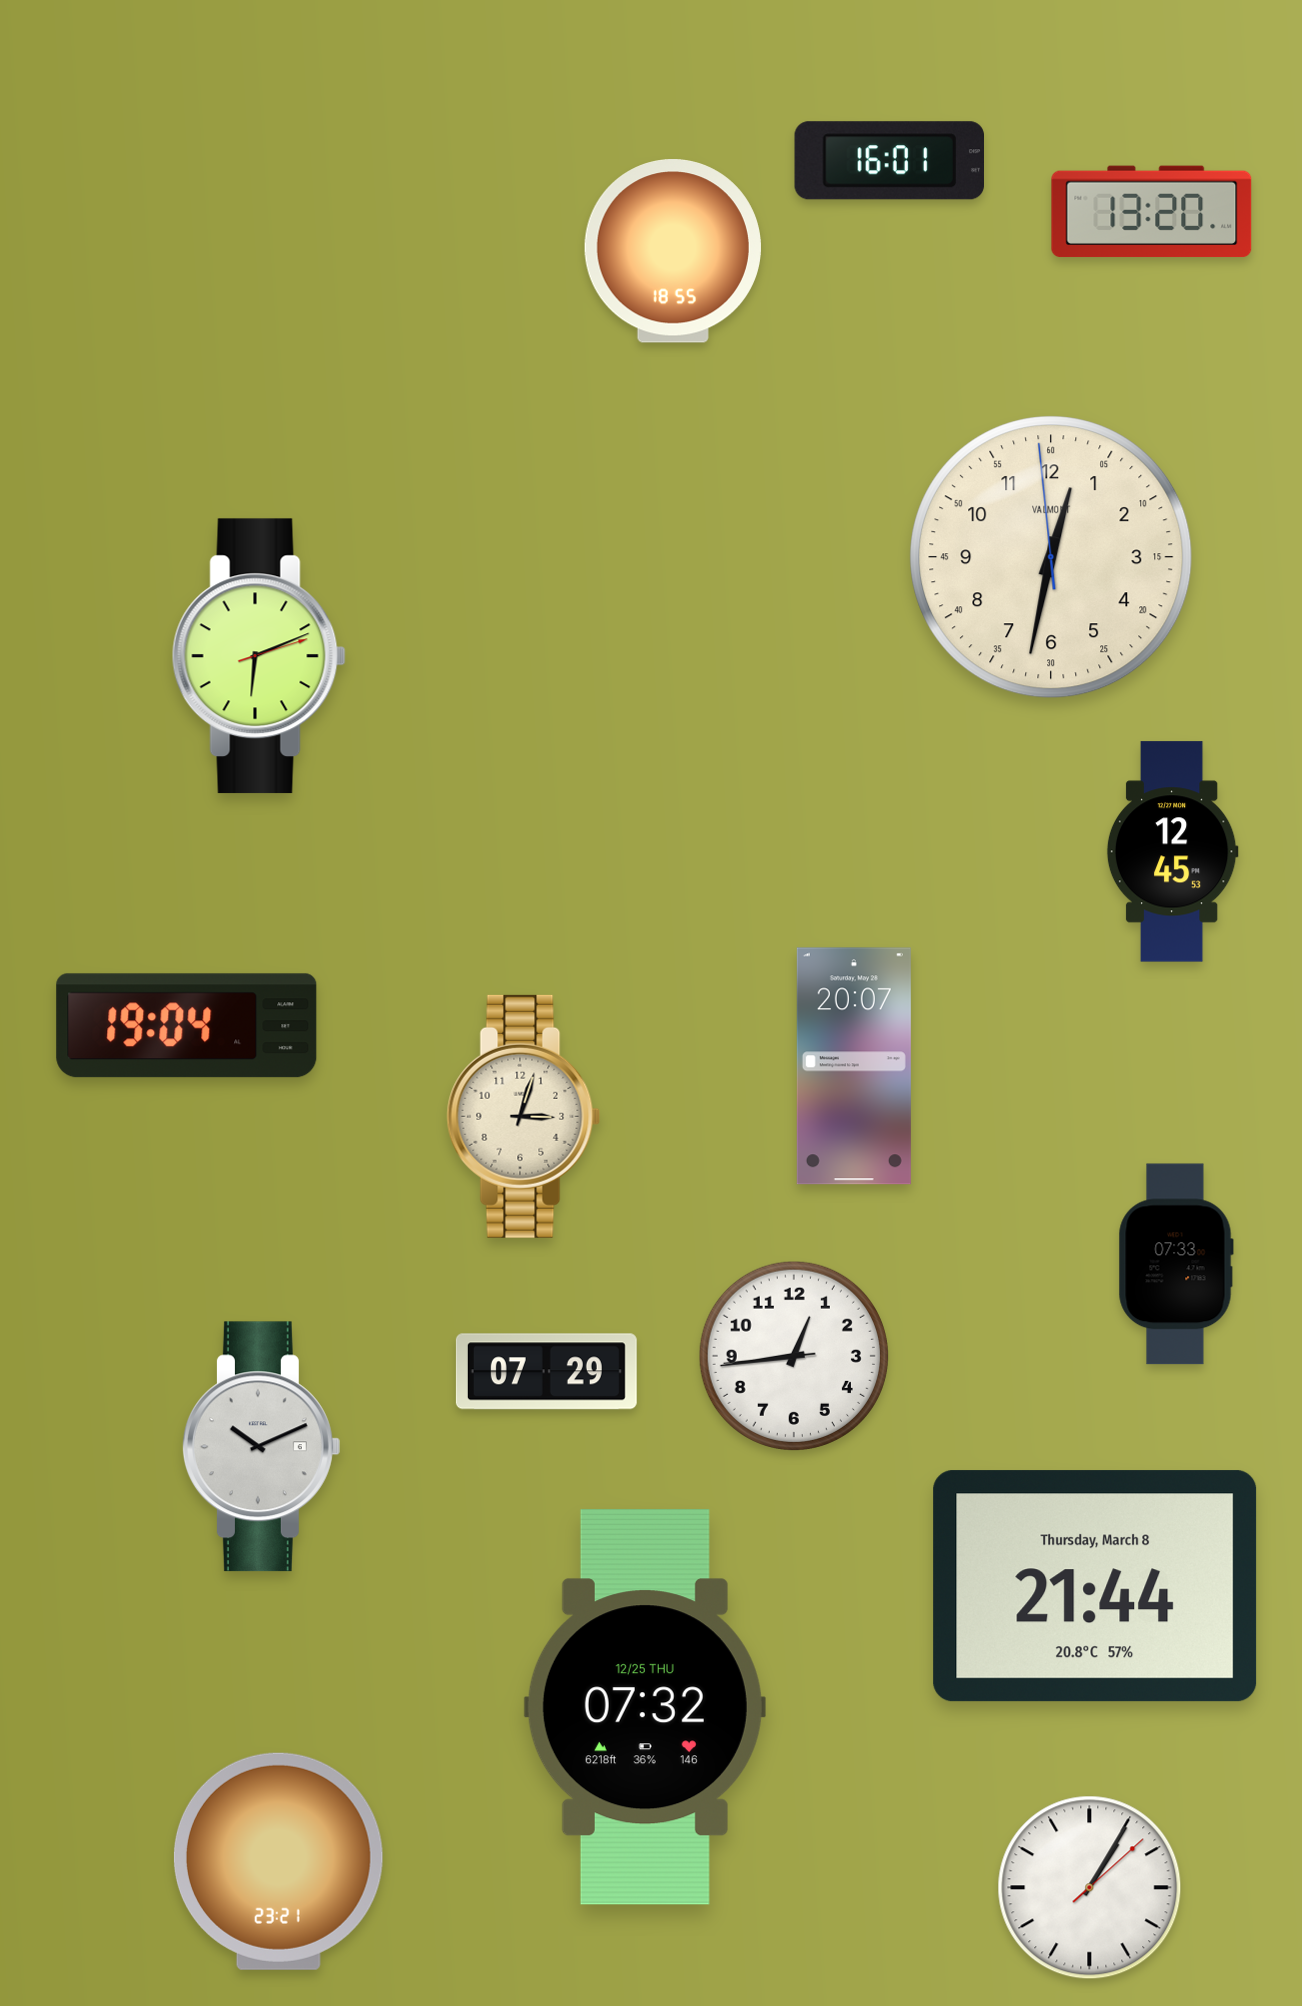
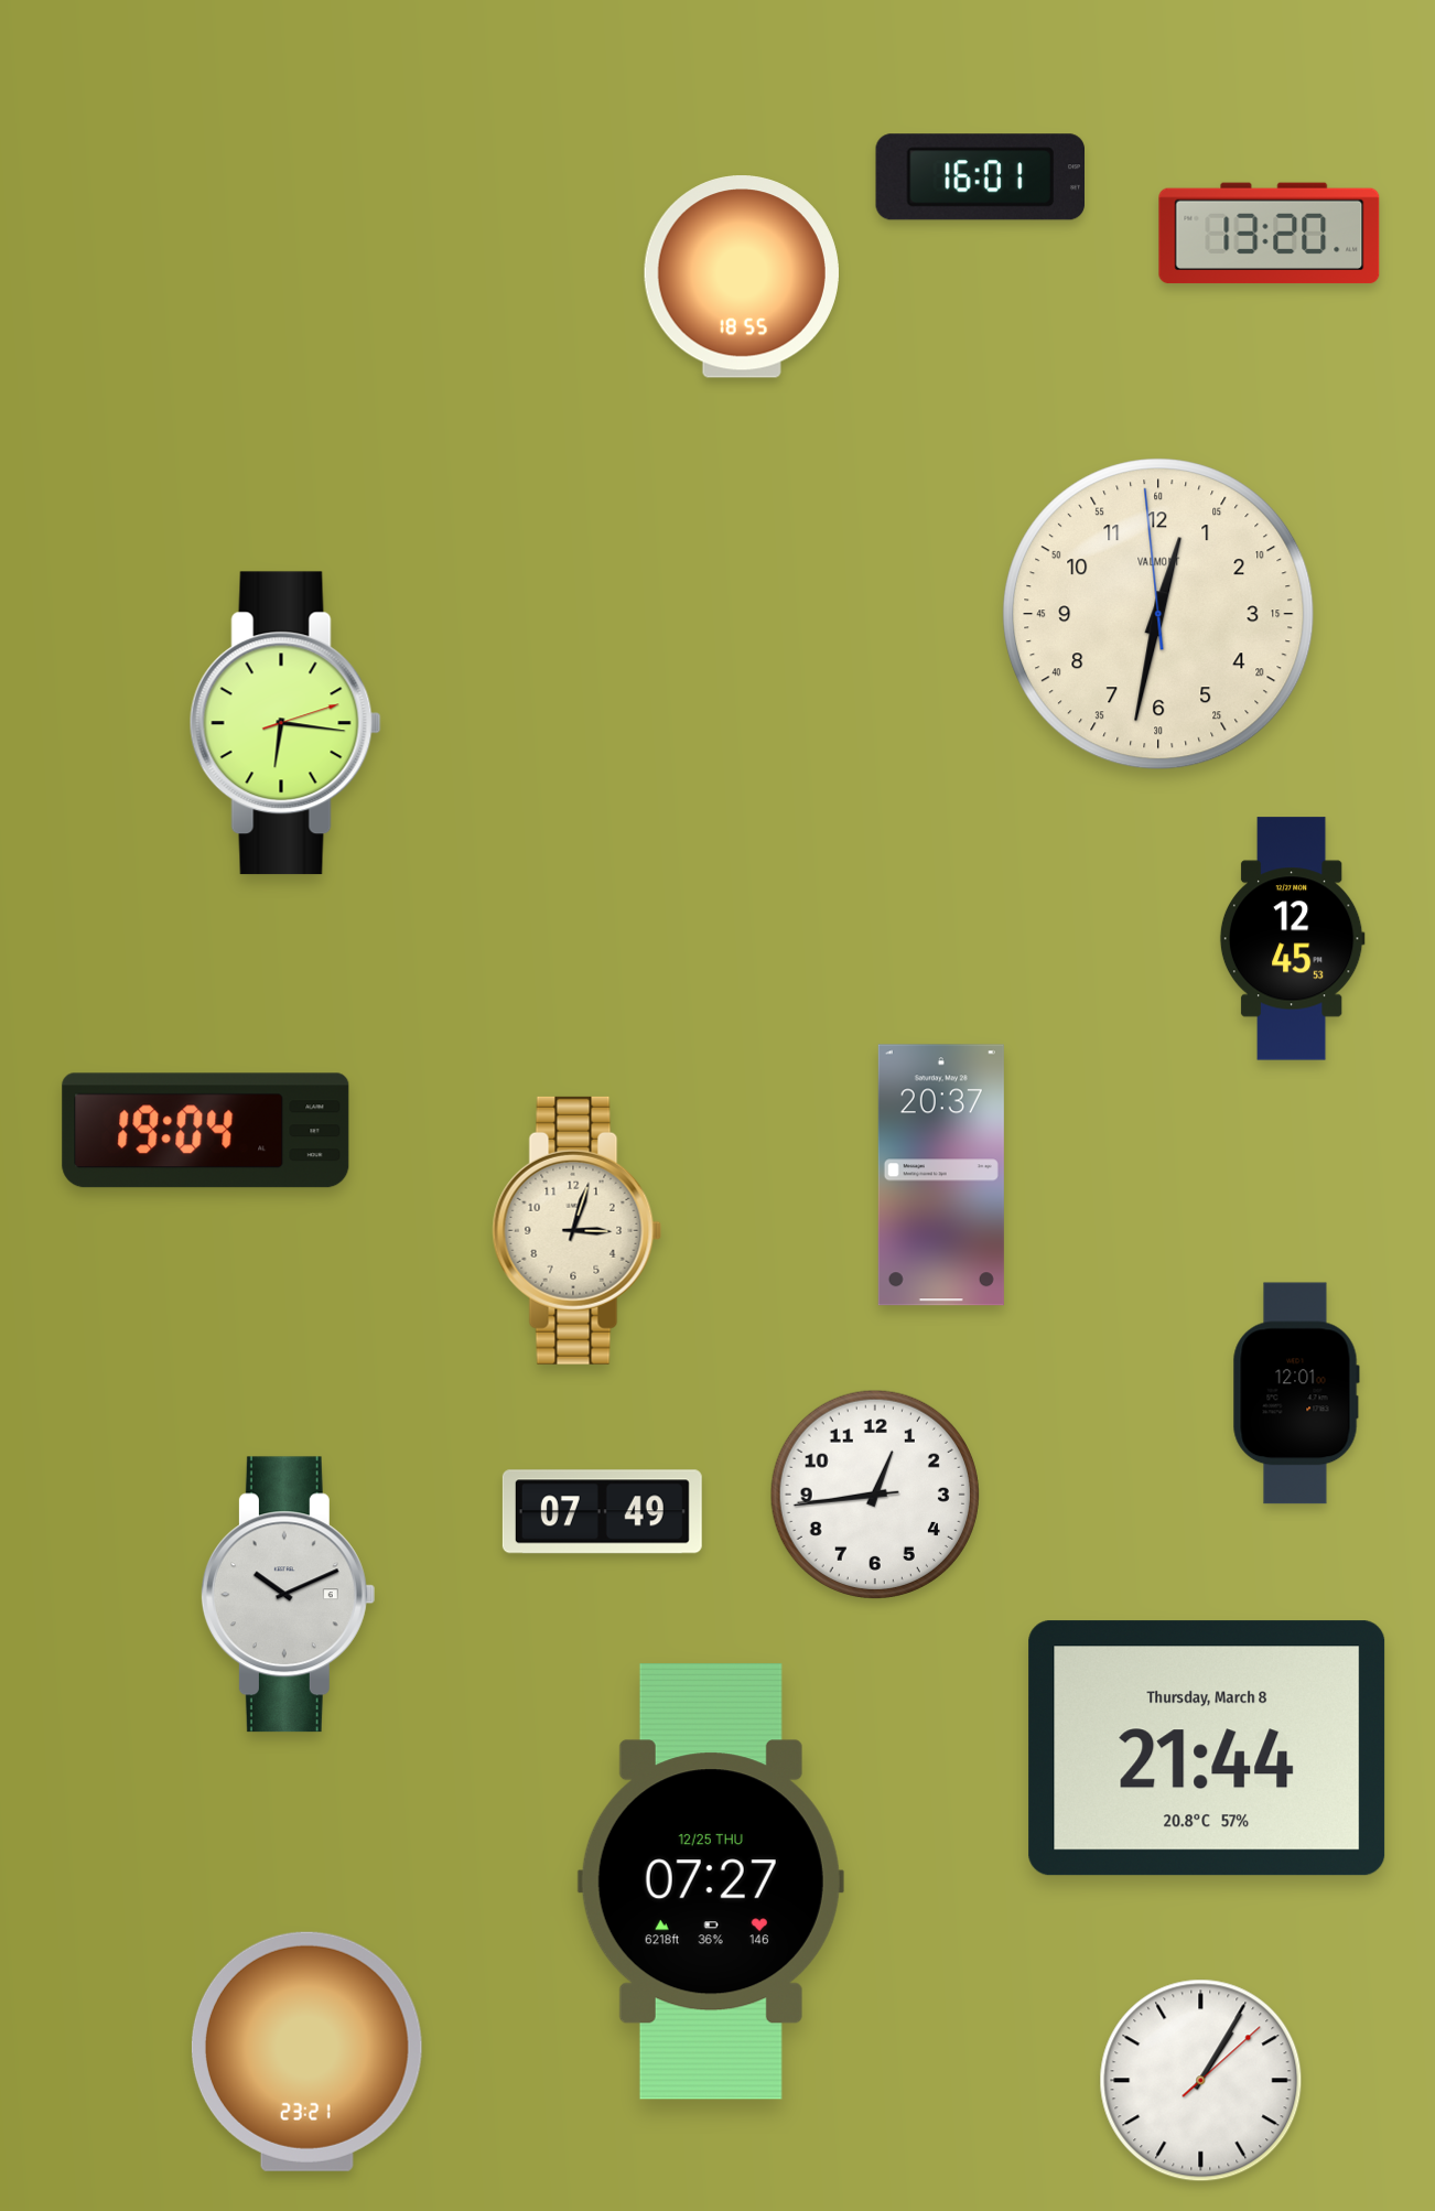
clock at (259, 656): 6:11 -> 6:16
clock at (854, 1066): 20:07 -> 20:37
clock at (1176, 1264): 07:33 -> 12:01
clock at (546, 1372): 07:29 -> 07:49
clock at (645, 1707): 07:32 -> 07:27
